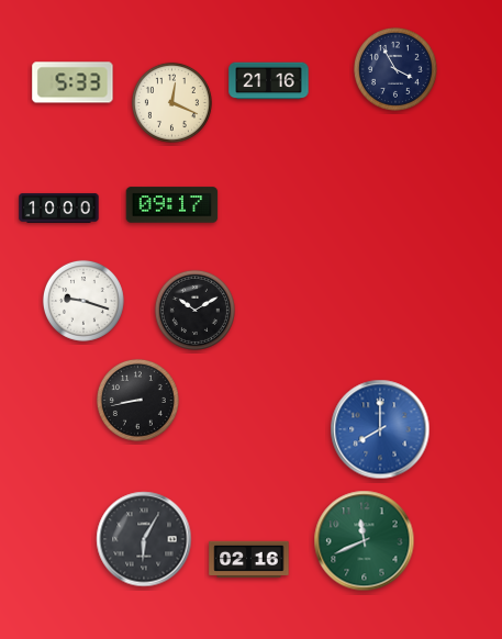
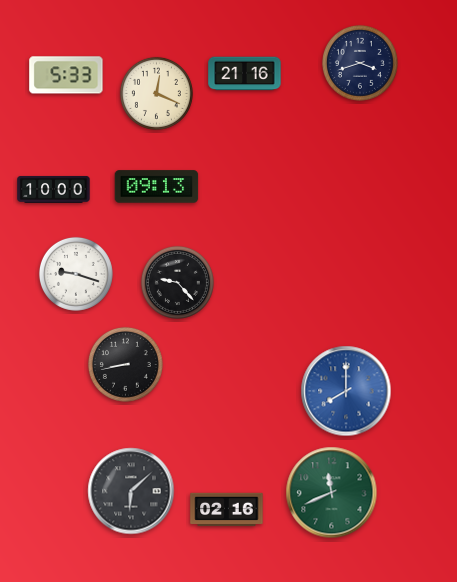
clock at (395, 69): 3:55 -> 3:42
clock at (172, 205): 09:17 -> 09:13
clock at (194, 310): 10:10 -> 9:23
clock at (144, 539): 6:05 -> 6:08
